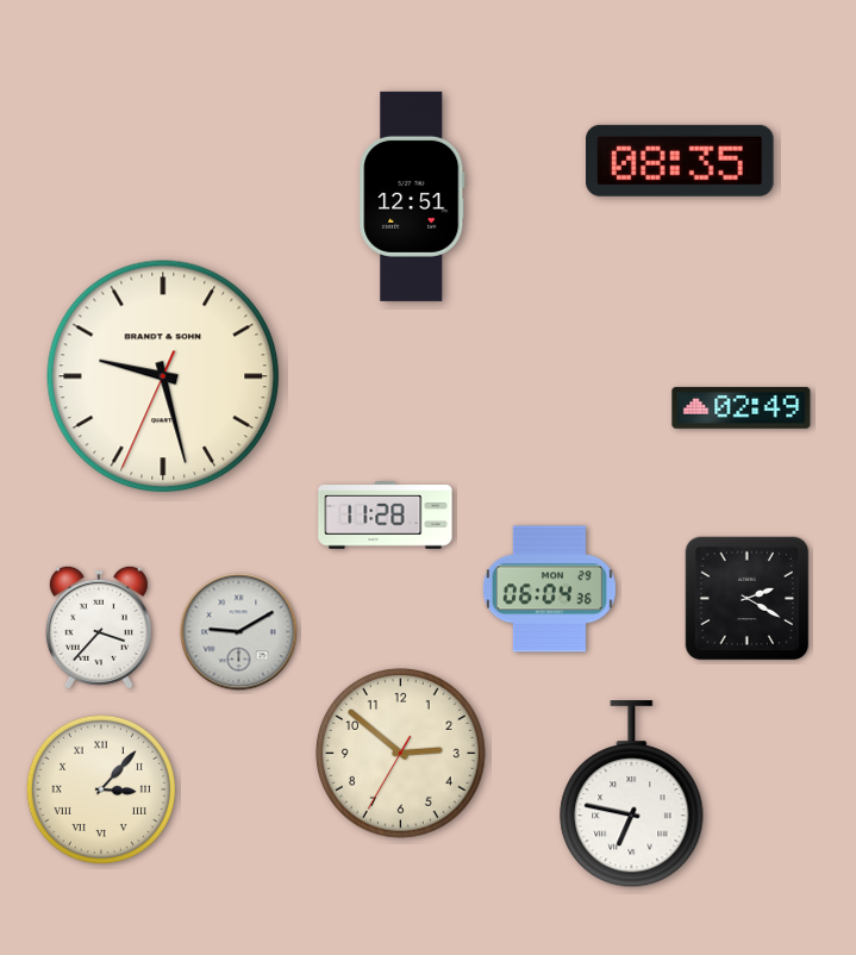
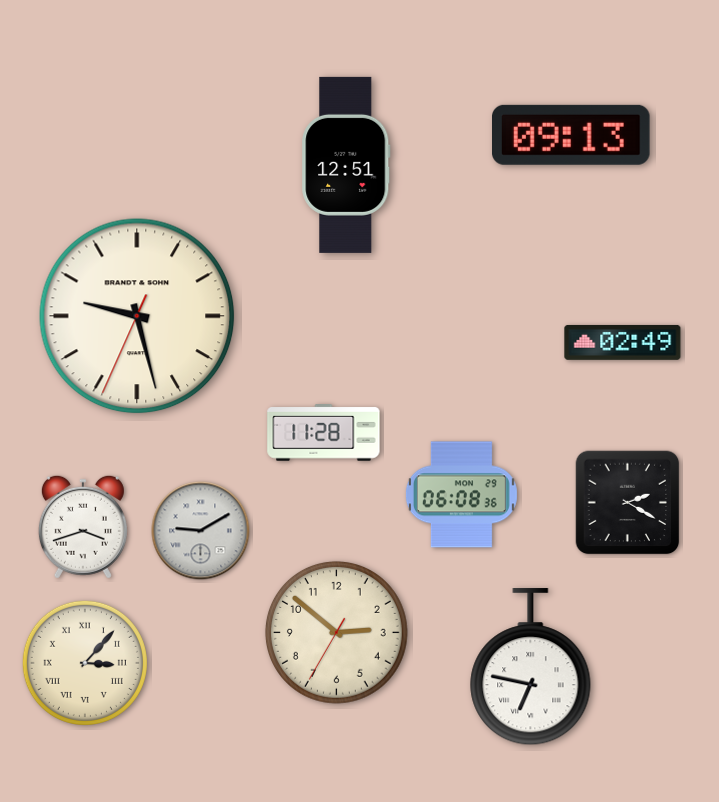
clock at (681, 161): 08:35 -> 09:13
clock at (549, 589): 06:04 -> 06:08
clock at (99, 628): 3:37 -> 3:42
